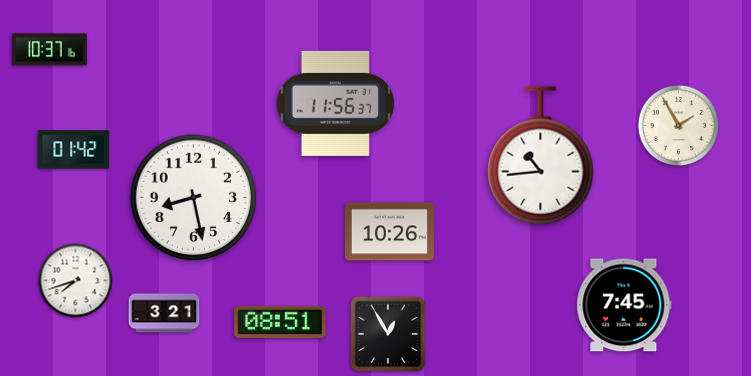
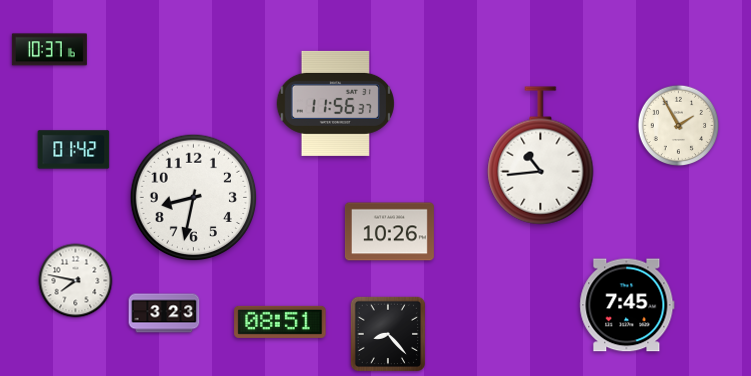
clock at (194, 198): 8:28 -> 8:32
clock at (76, 281): 7:42 -> 7:47
clock at (624, 305) position: (624, 305) -> (627, 305)
clock at (164, 313): 3:21 -> 3:23
clock at (388, 334): 12:55 -> 8:23
